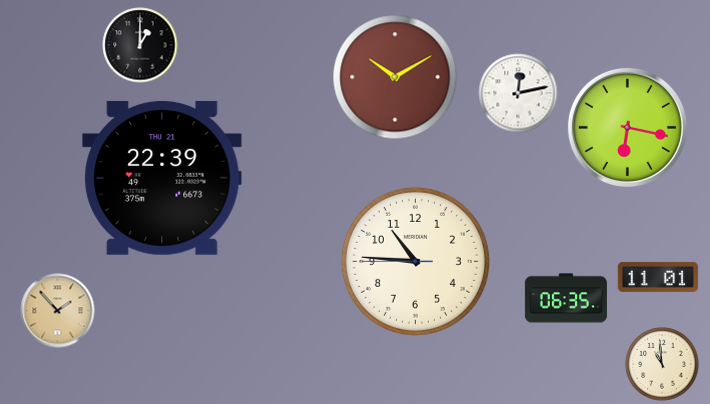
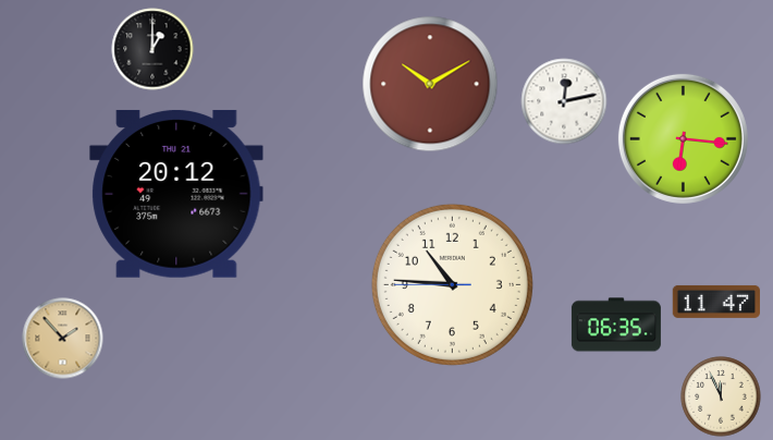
clock at (627, 127): 6:17 -> 6:16
clock at (162, 178): 22:39 -> 20:12
clock at (657, 277): 11:01 -> 11:47
clock at (662, 364): 10:59 -> 11:56
